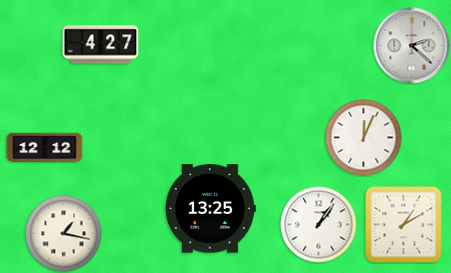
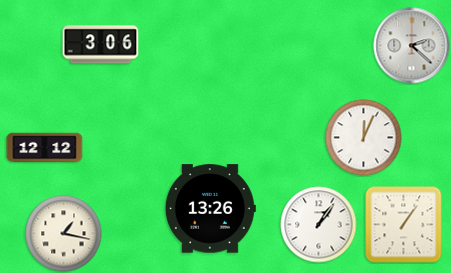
clock at (101, 45): 4:27 -> 3:06
clock at (210, 209): 13:25 -> 13:26
clock at (404, 225): 1:10 -> 1:06
